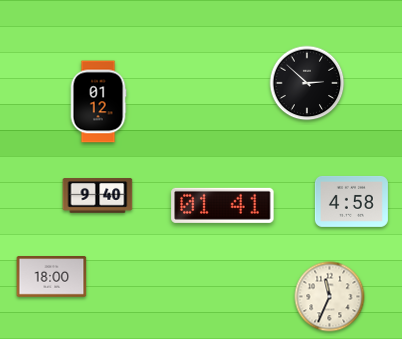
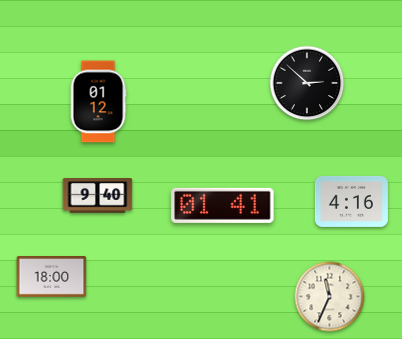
clock at (351, 201): 4:58 -> 4:16
